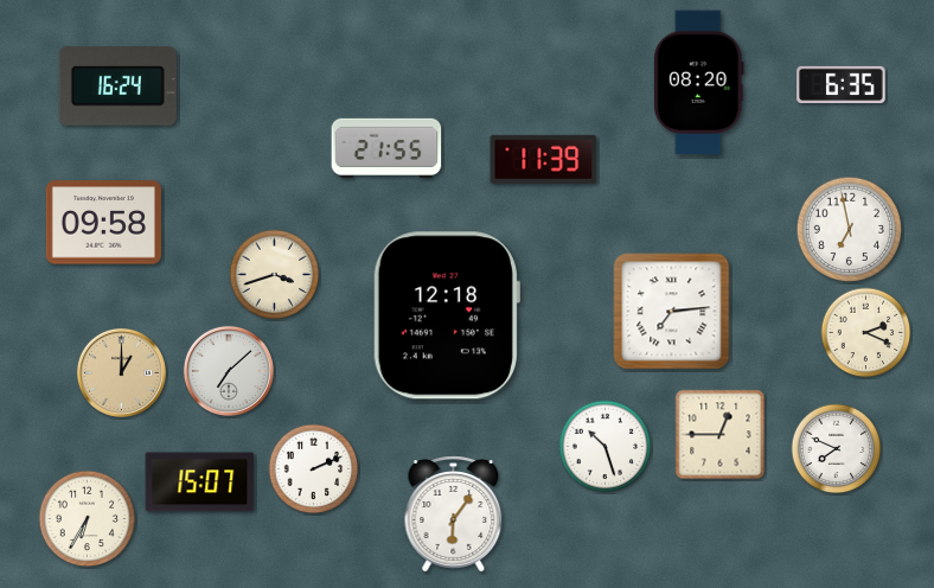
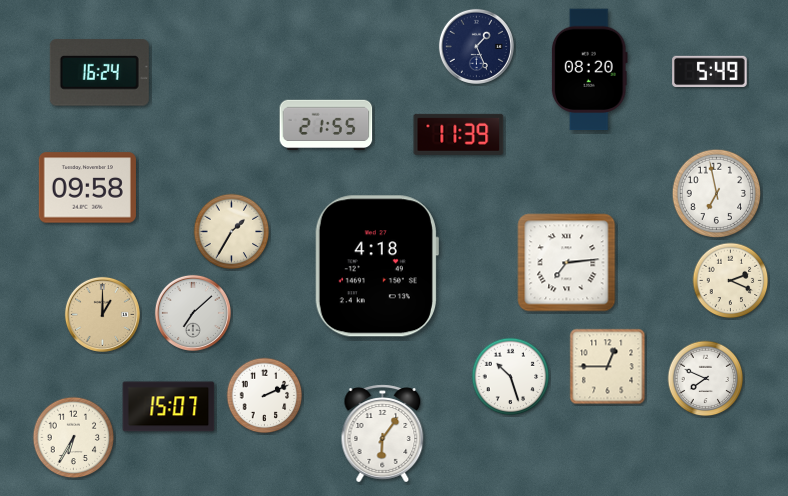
clock at (476, 46): none -> 1:26
clock at (842, 84): 6:35 -> 5:49
clock at (275, 275): 3:42 -> 1:35
clock at (446, 315): 12:18 -> 4:18
